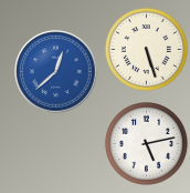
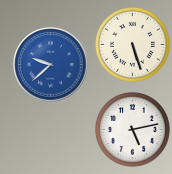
clock at (56, 72): 12:38 -> 9:38
